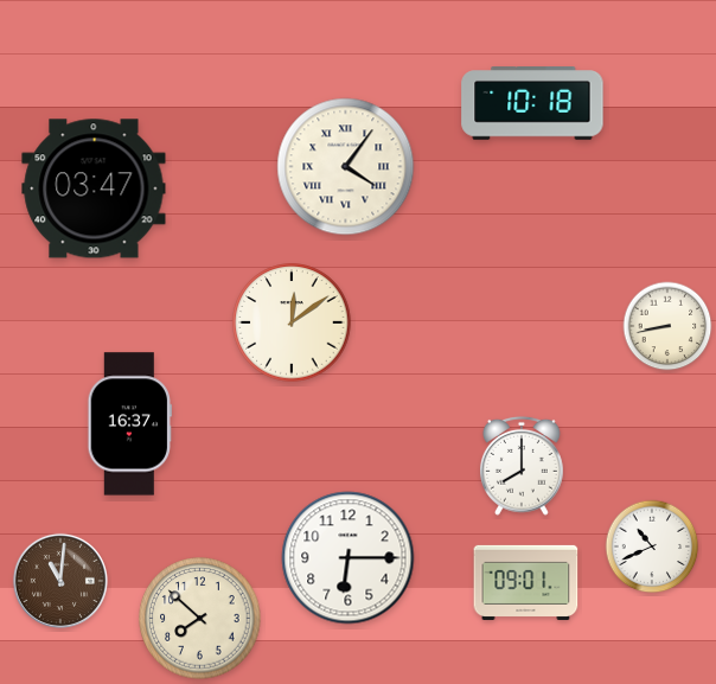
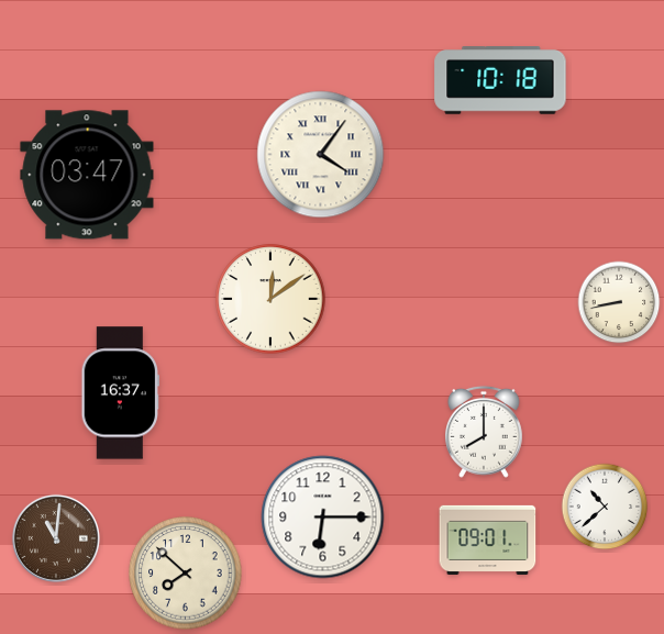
clock at (532, 104) position: (532, 104) -> (500, 81)
clock at (652, 546): 10:41 -> 10:38
